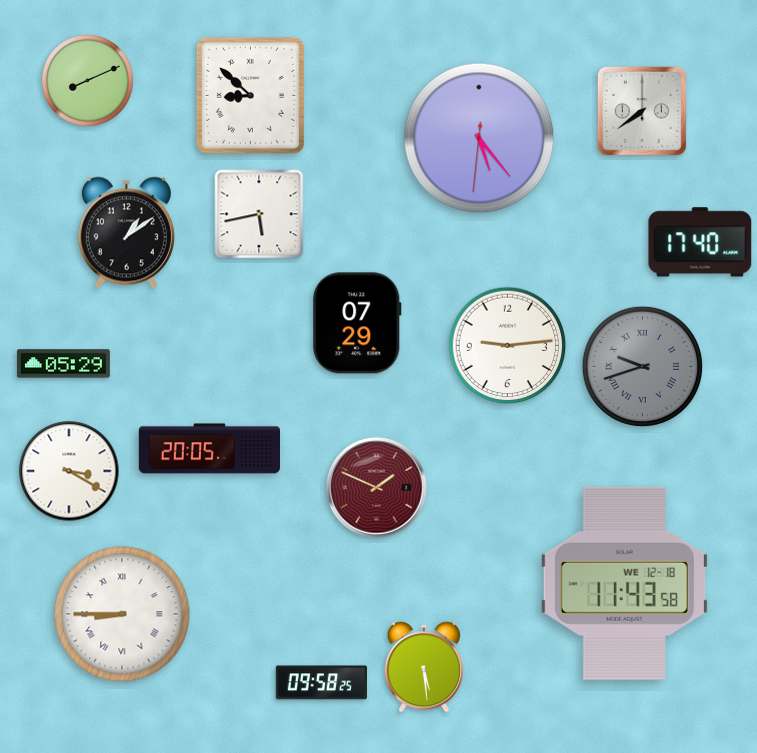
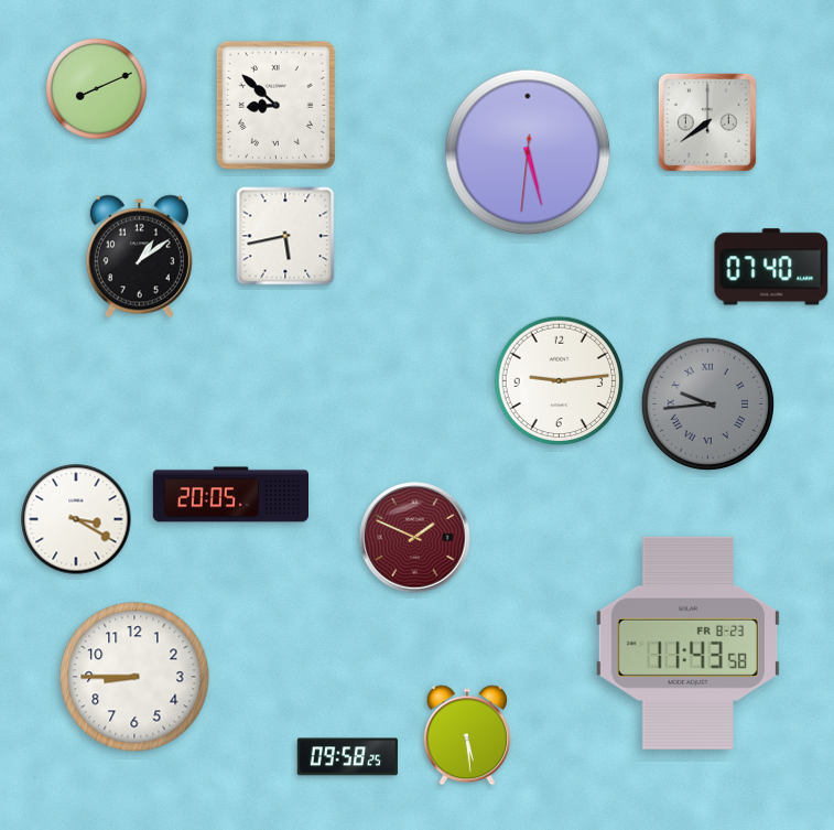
clock at (479, 138): 5:23 -> 5:27
clock at (700, 242): 17:40 -> 07:40
clock at (357, 323): 07:29 -> none
clock at (63, 364): 05:29 -> none
clock at (642, 366): 9:42 -> 9:44
clock at (624, 583) date: WE 12-18 -> FR 8-23
clock at (122, 614) numerals: Roman -> Arabic
clock at (321, 683) position: (321, 683) -> (347, 757)
